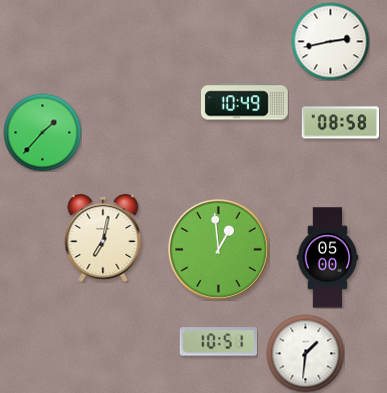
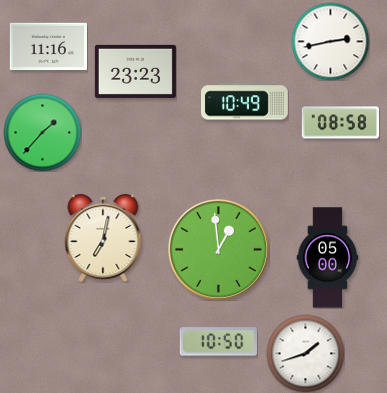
clock at (48, 47): none -> 11:16
clock at (135, 71): none -> 23:23
clock at (218, 342): 10:51 -> 10:50
clock at (305, 353): 1:31 -> 1:42
